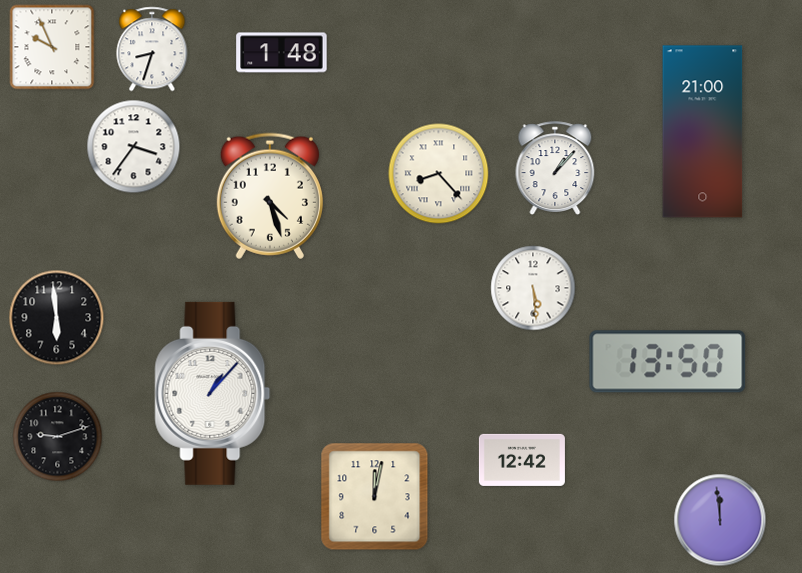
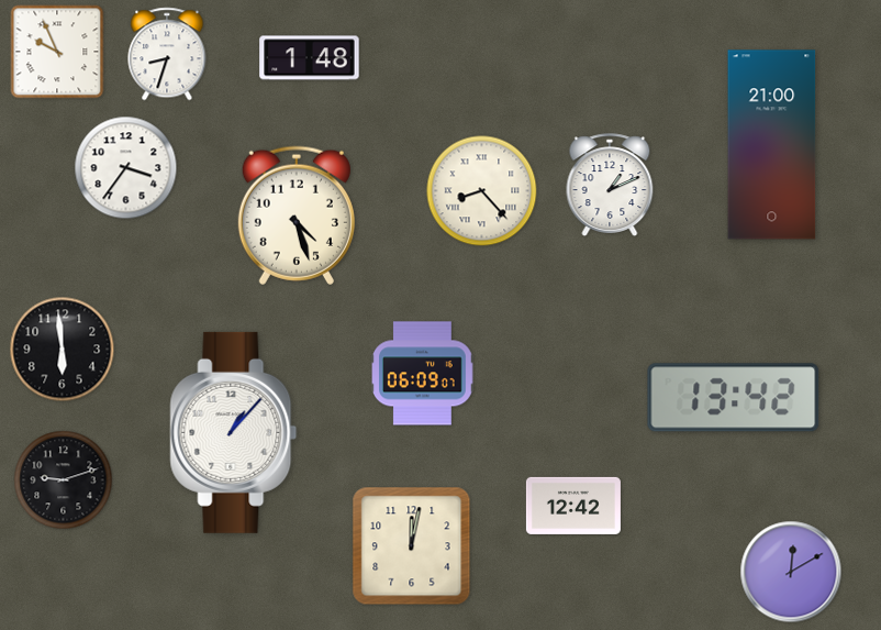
clock at (134, 147) position: (134, 147) -> (126, 168)
clock at (555, 168): 1:07 -> 1:11
clock at (533, 288): 5:29 -> none
clock at (423, 374): none -> 06:09
clock at (668, 362): 13:50 -> 13:42
clock at (720, 520): 11:59 -> 12:10
